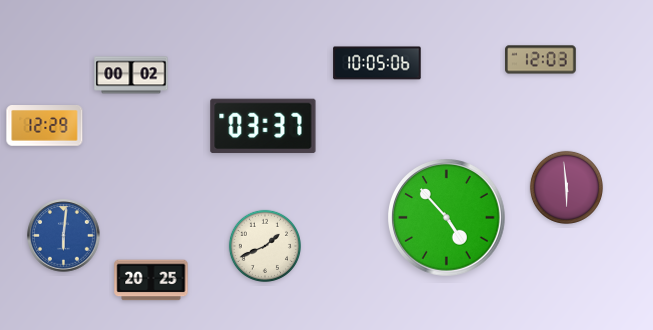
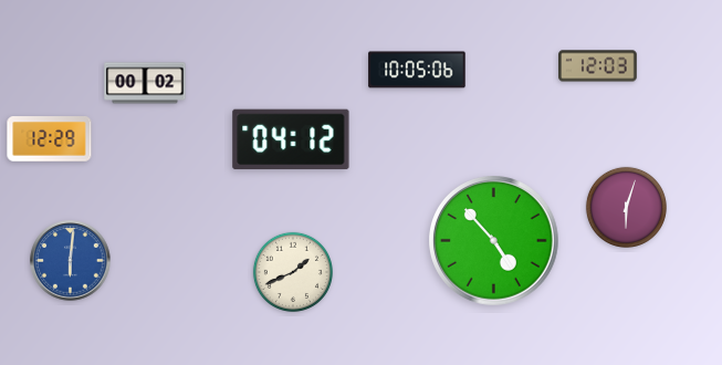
clock at (263, 126): 03:37 -> 04:12
clock at (566, 187): 5:59 -> 6:03
clock at (151, 280): 20:25 -> none
